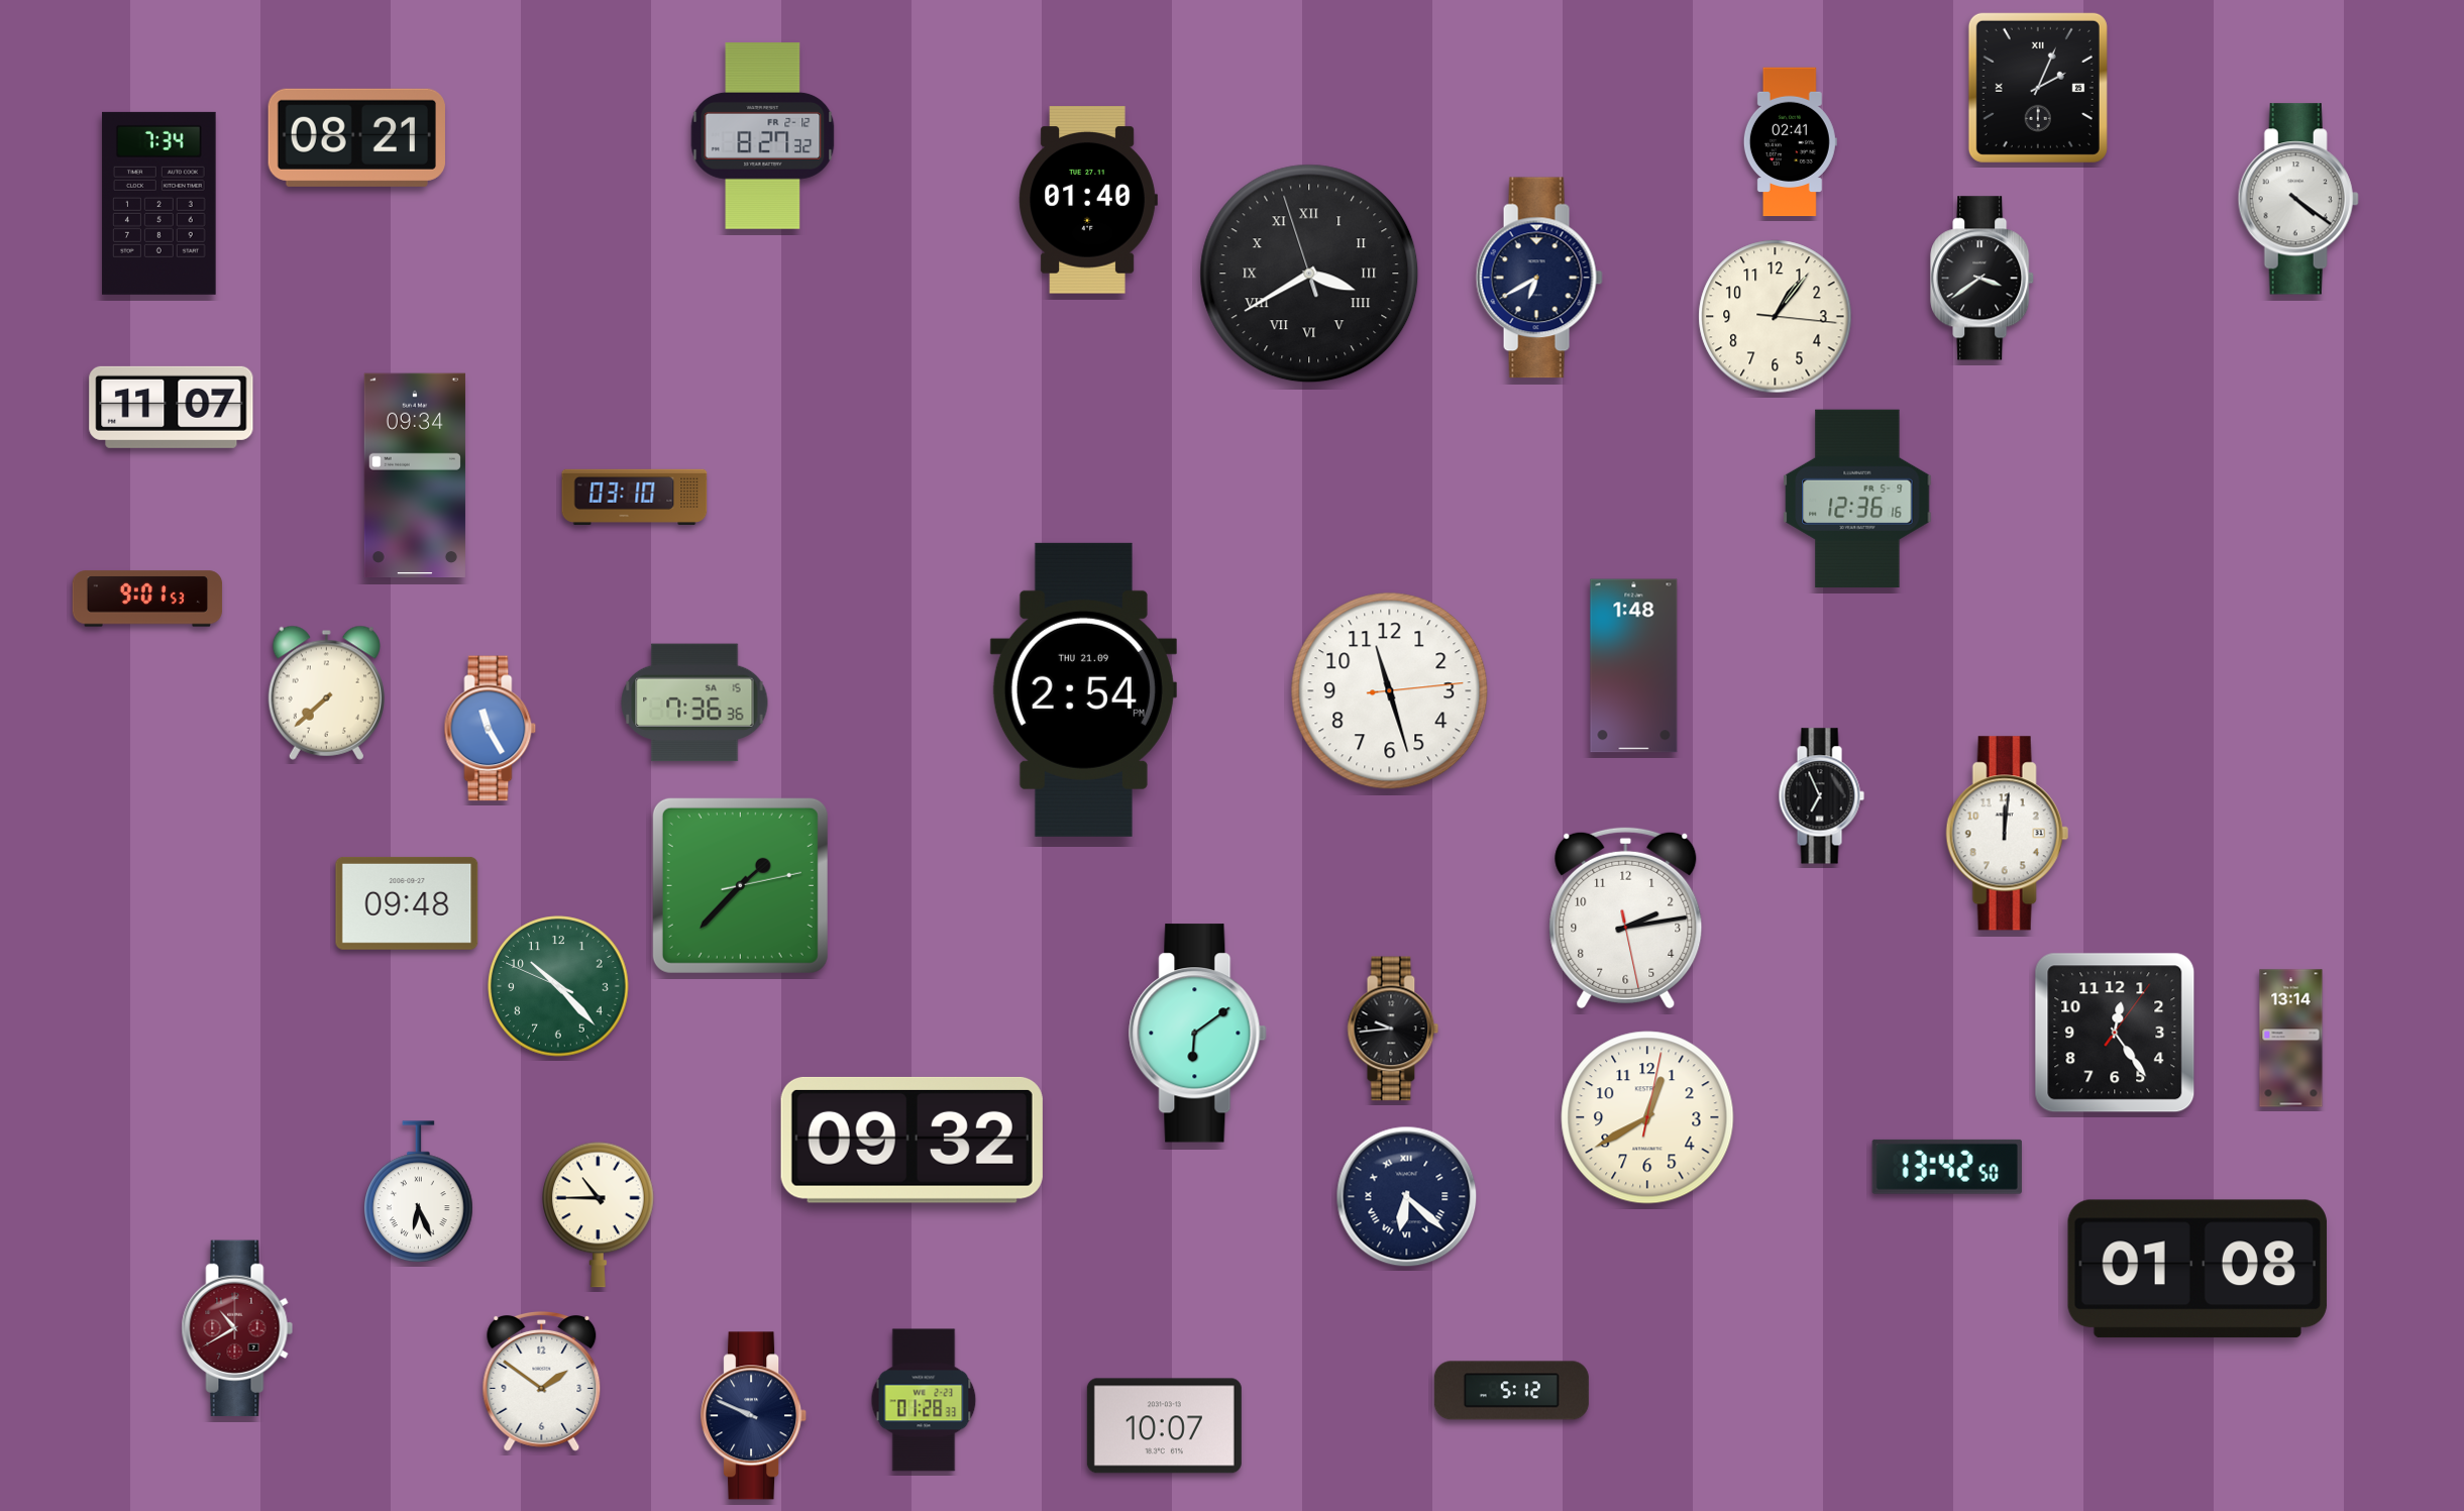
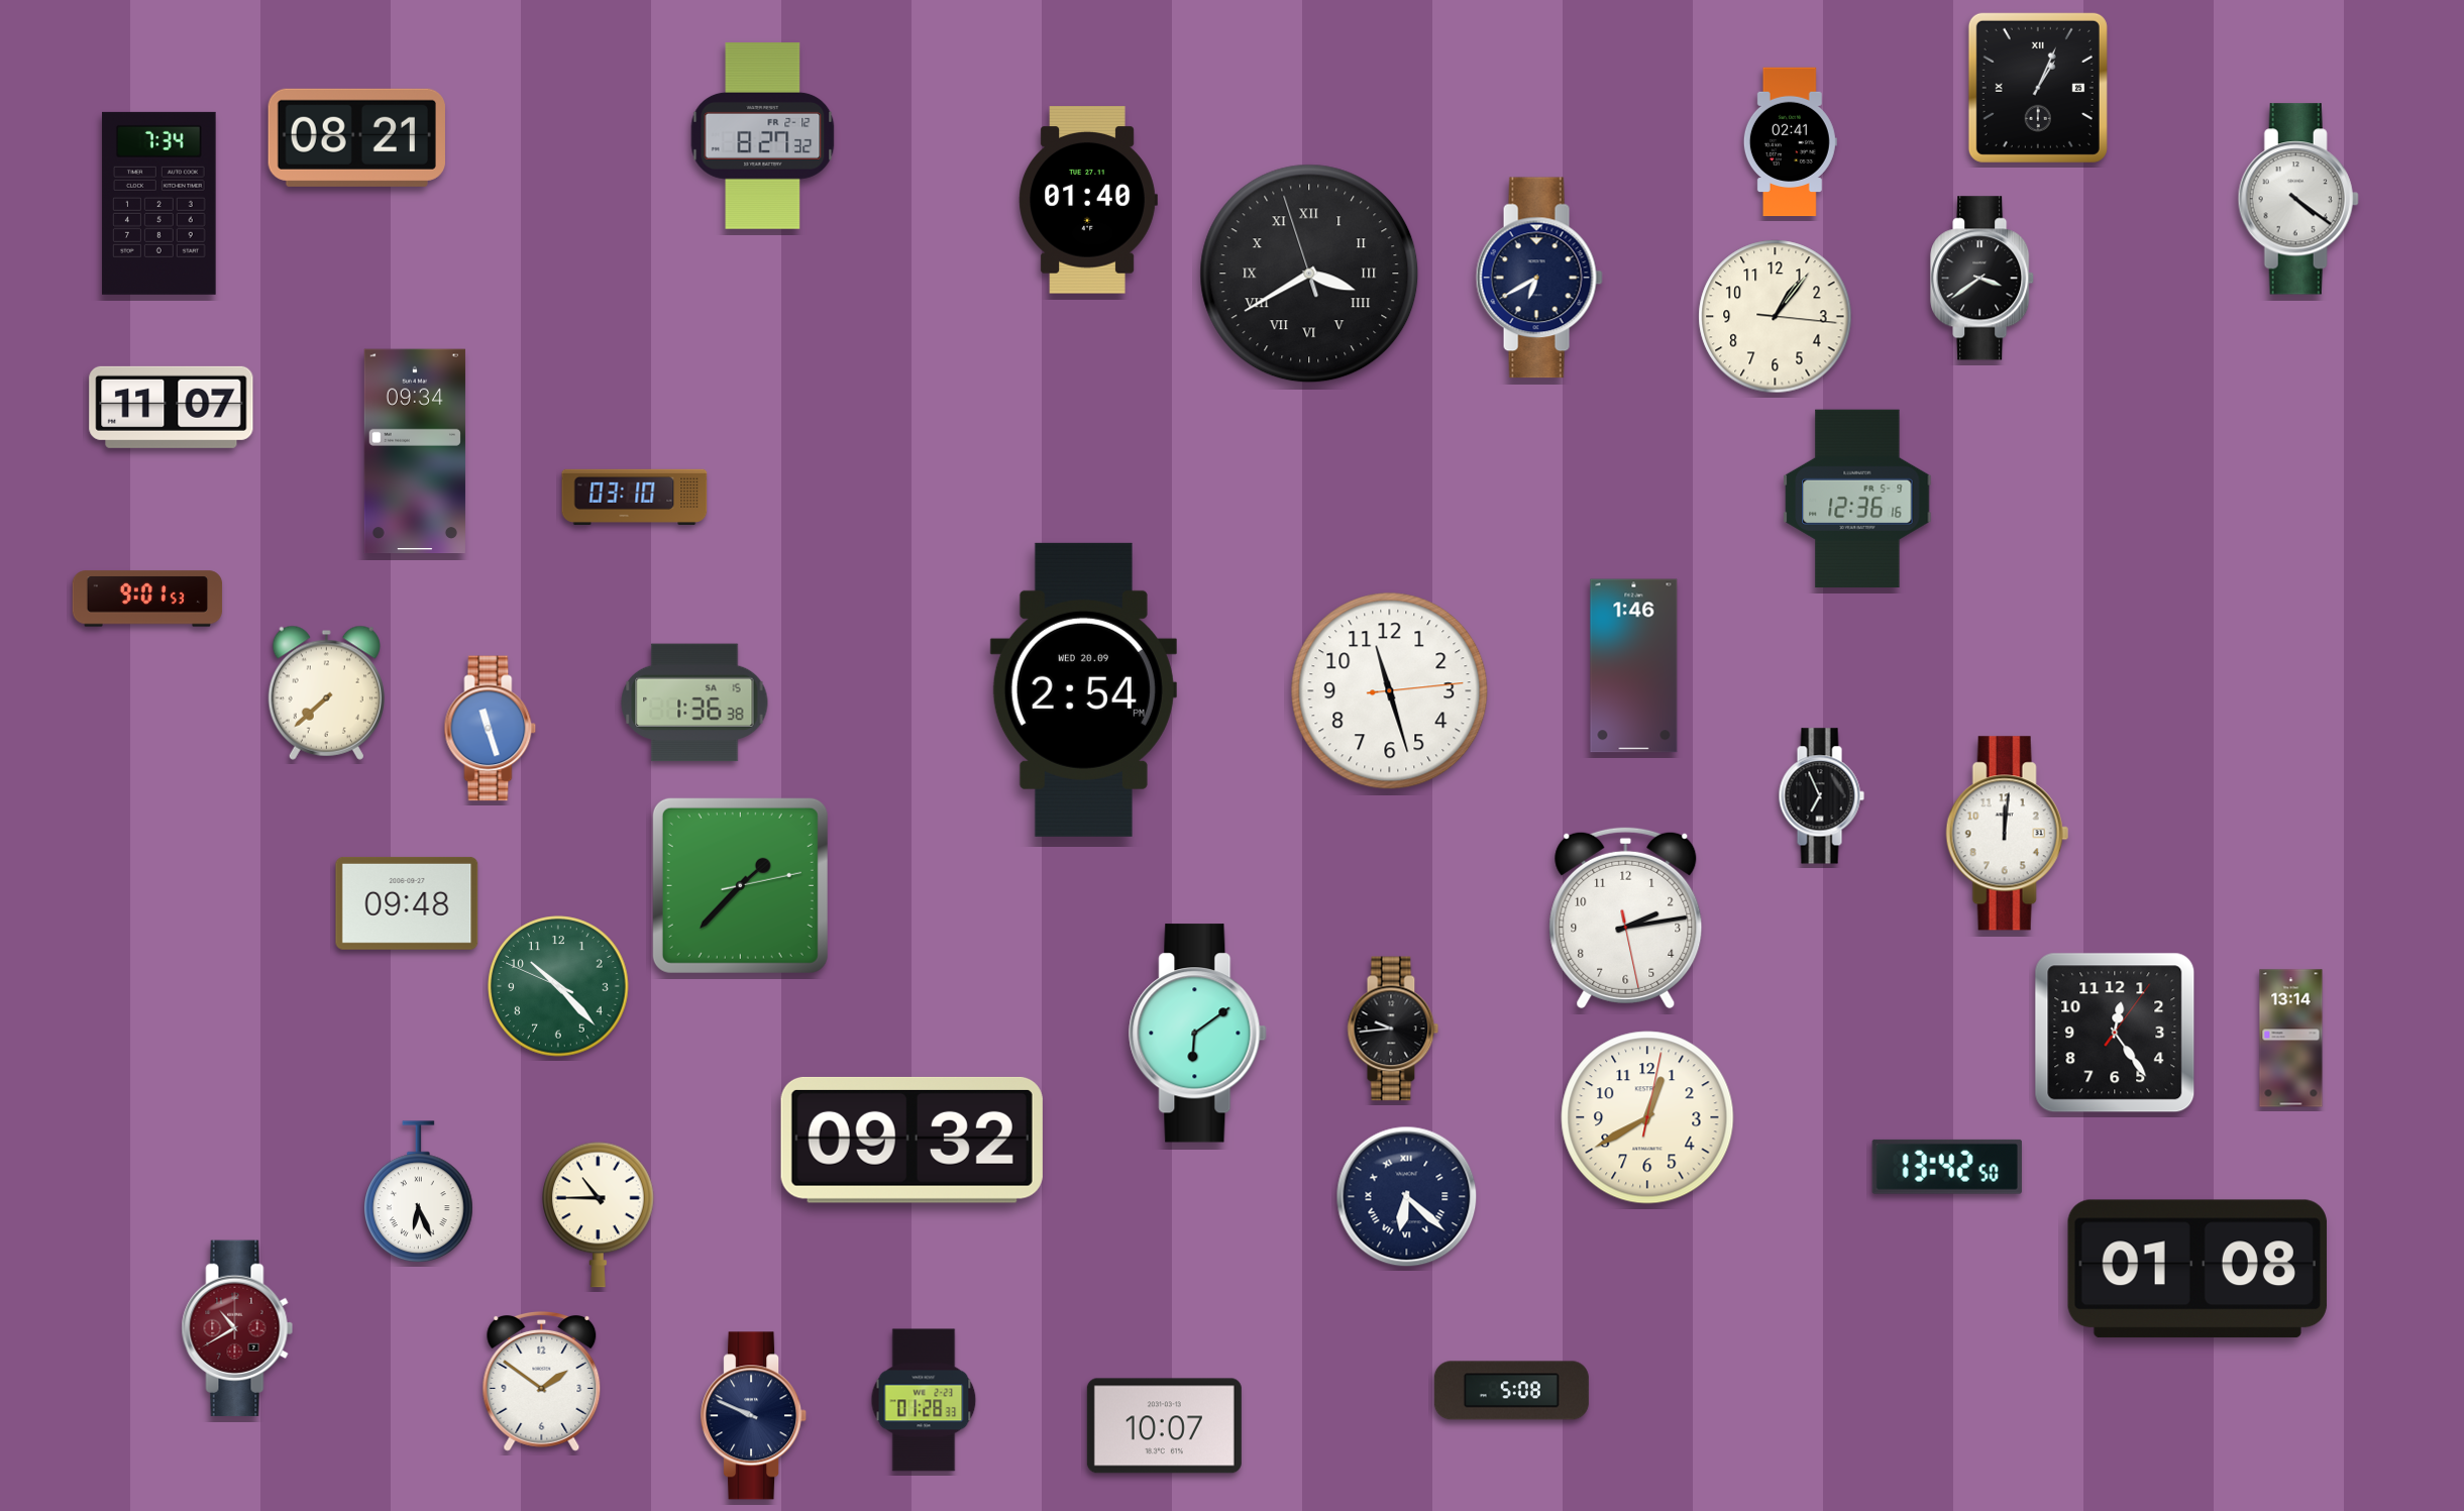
clock at (2038, 88): 2:04 -> 1:04
clock at (415, 475) position: (415, 475) -> (415, 451)
clock at (1634, 666): 1:48 -> 1:46
clock at (1083, 689) date: THU 21.09 -> WED 20.09
clock at (694, 703): 7:36 -> 1:36
clock at (491, 729): 11:25 -> 11:27
clock at (1511, 1391): 5:12 -> 5:08
